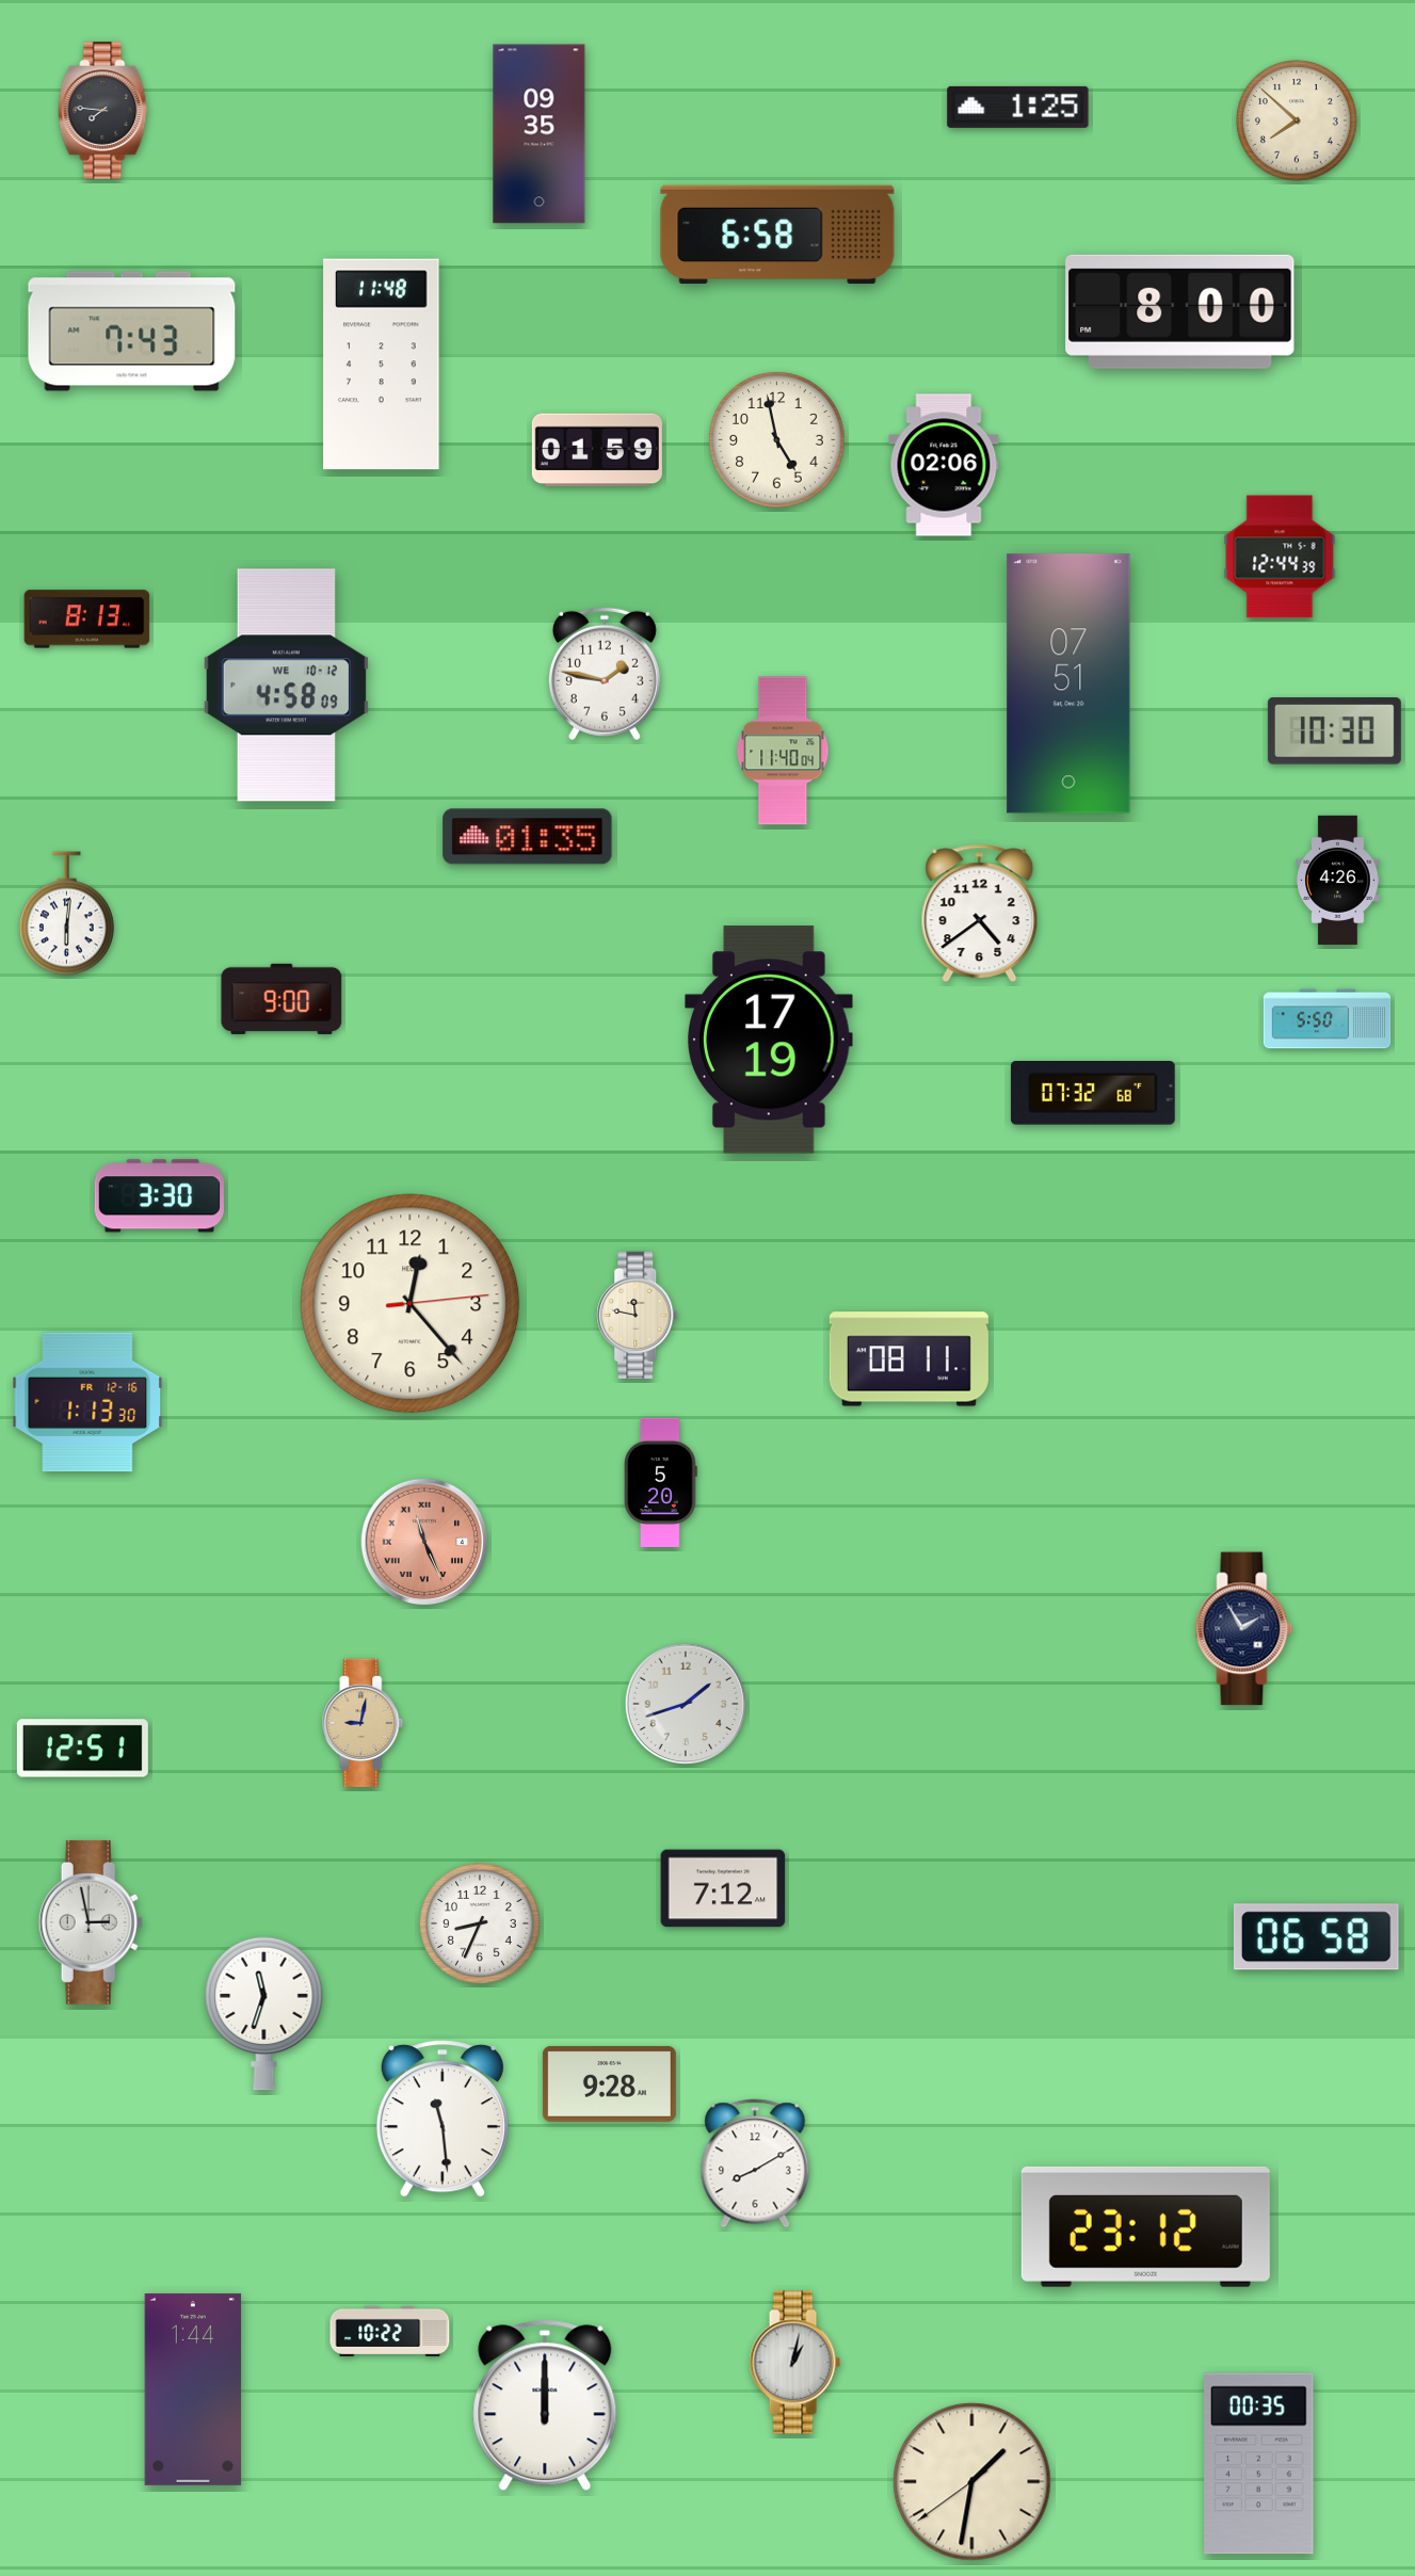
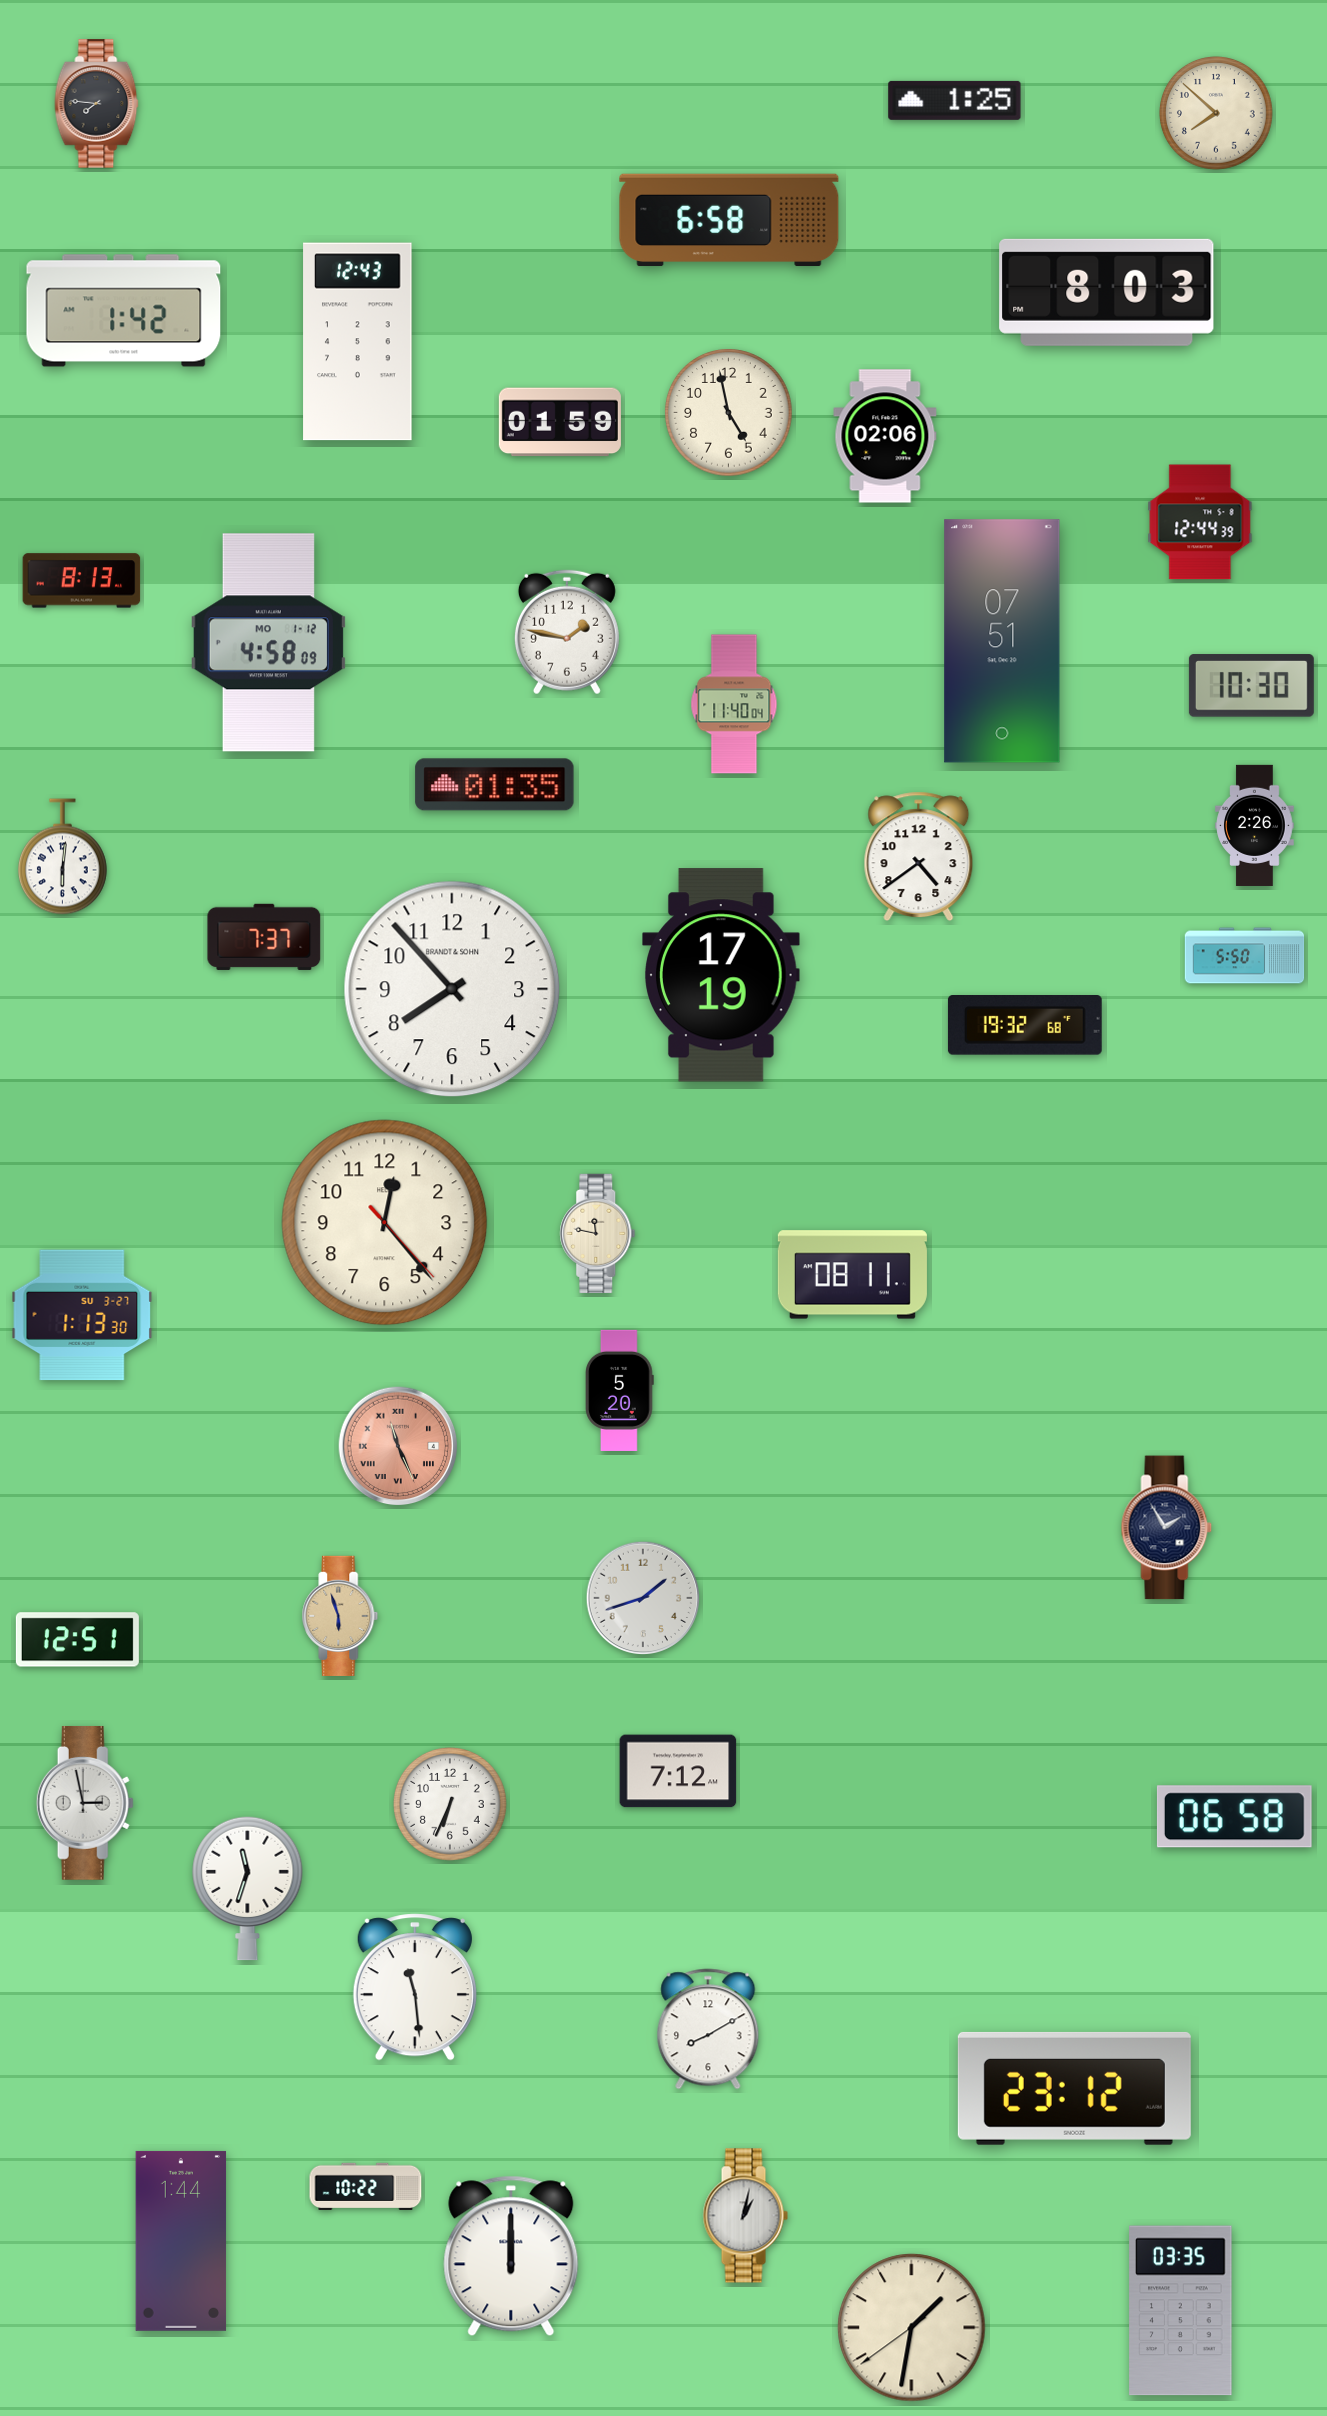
clock at (540, 134): 09:35 -> none
clock at (1180, 311): 8:00 -> 8:03
clock at (132, 332): 7:43 -> 1:42
clock at (382, 365): 11:48 -> 12:43
clock at (286, 686) date: WE 10-12 -> MO 1-12
clock at (1338, 880): 4:26 -> 2:26
clock at (282, 999): 9:00 -> 7:37
clock at (452, 989): none -> 7:53
clock at (1093, 1094): 07:32 -> 19:32
clock at (159, 1196): 3:30 -> none
clock at (411, 1304): 12:23:14 -> 12:23:23
clock at (87, 1402) date: FR 12-16 -> SU 3-27
clock at (363, 1722): 9:02 -> 5:57
clock at (481, 1925): 8:34 -> 6:34
clock at (609, 2083): 9:28 -> none
clock at (1259, 2464): 00:35 -> 03:35
